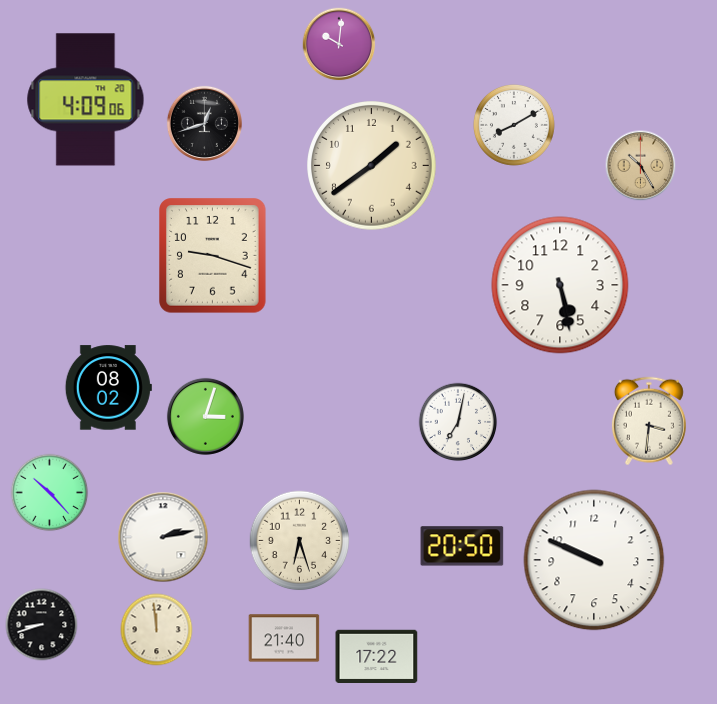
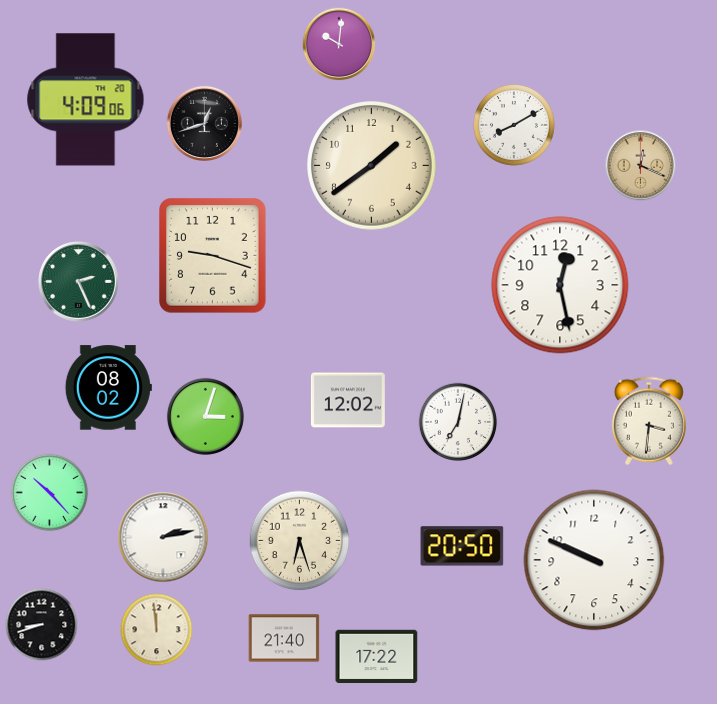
clock at (641, 166): 10:25 -> 12:19
clock at (79, 282): none -> 2:26
clock at (560, 285): 5:28 -> 12:28
clock at (348, 400): none -> 12:02
